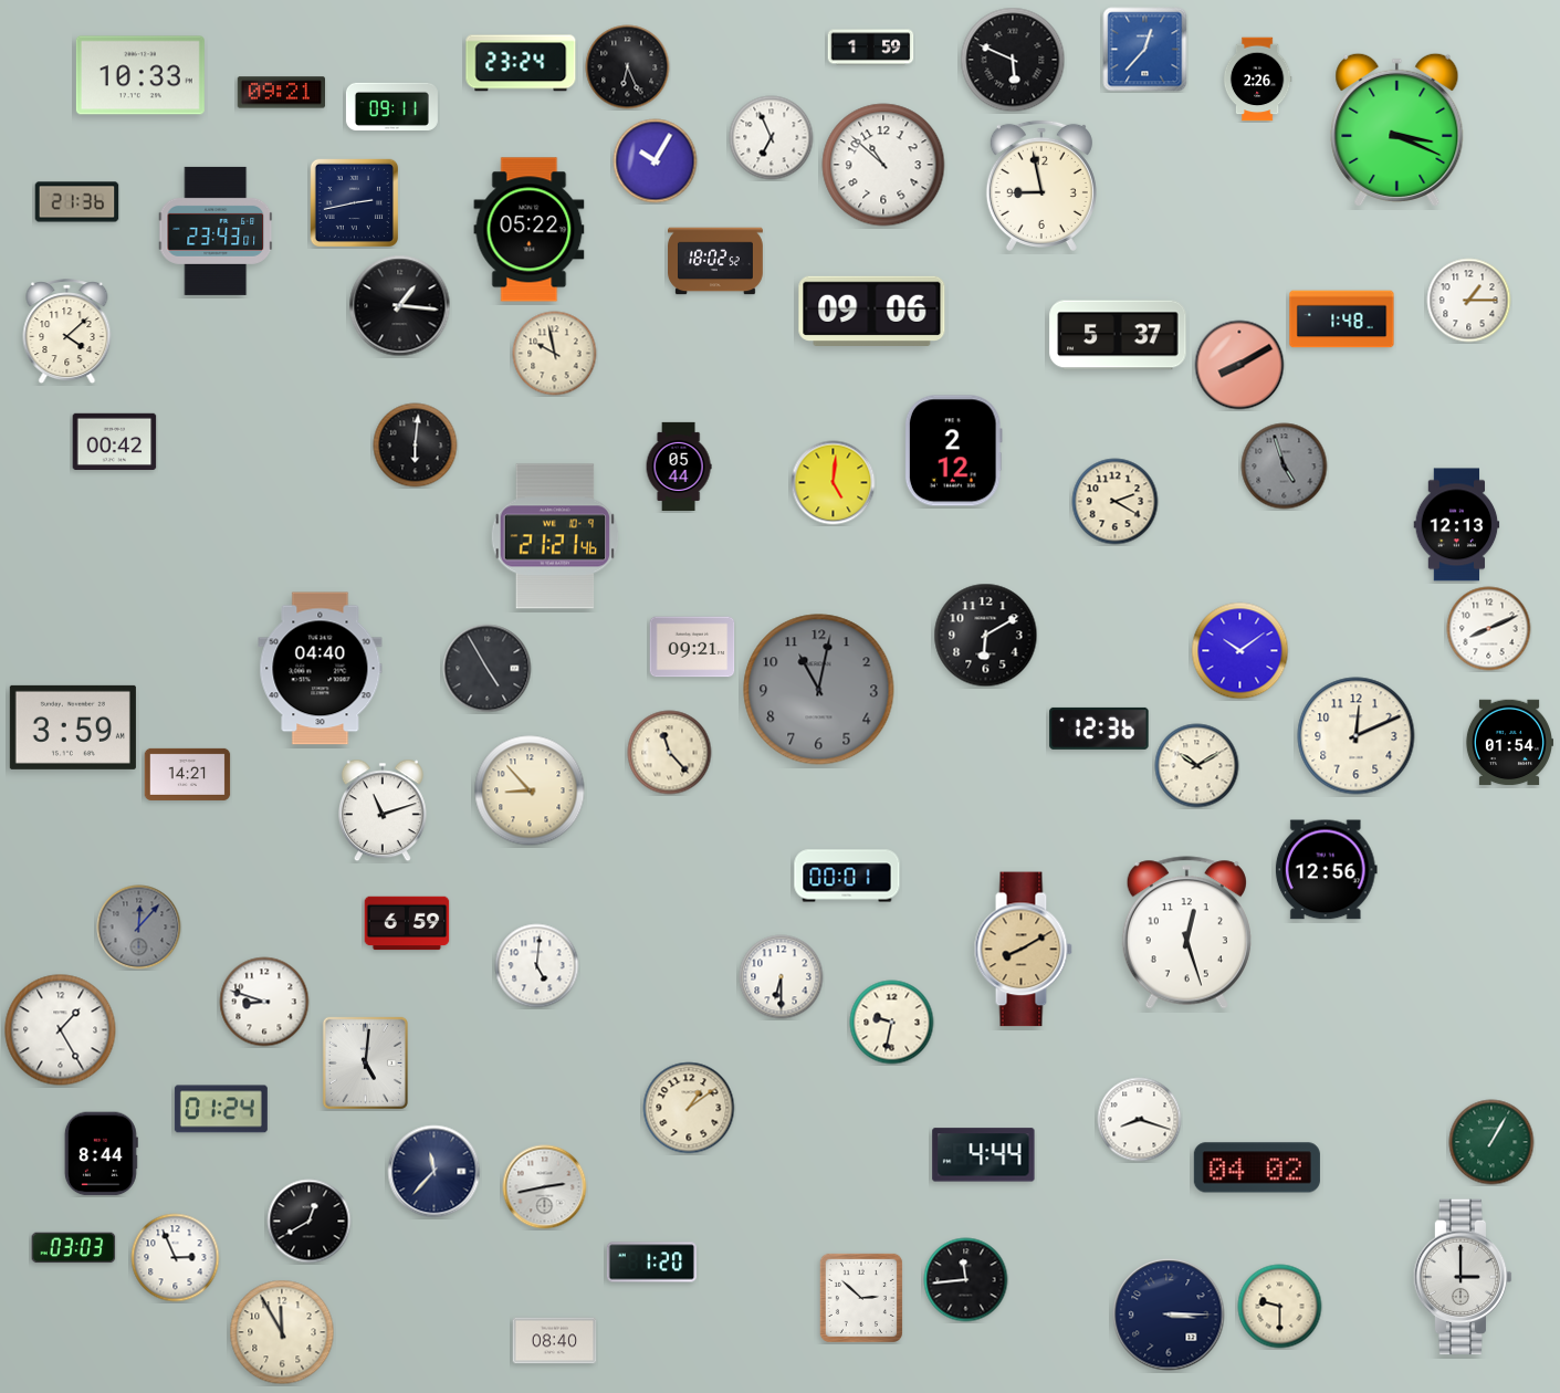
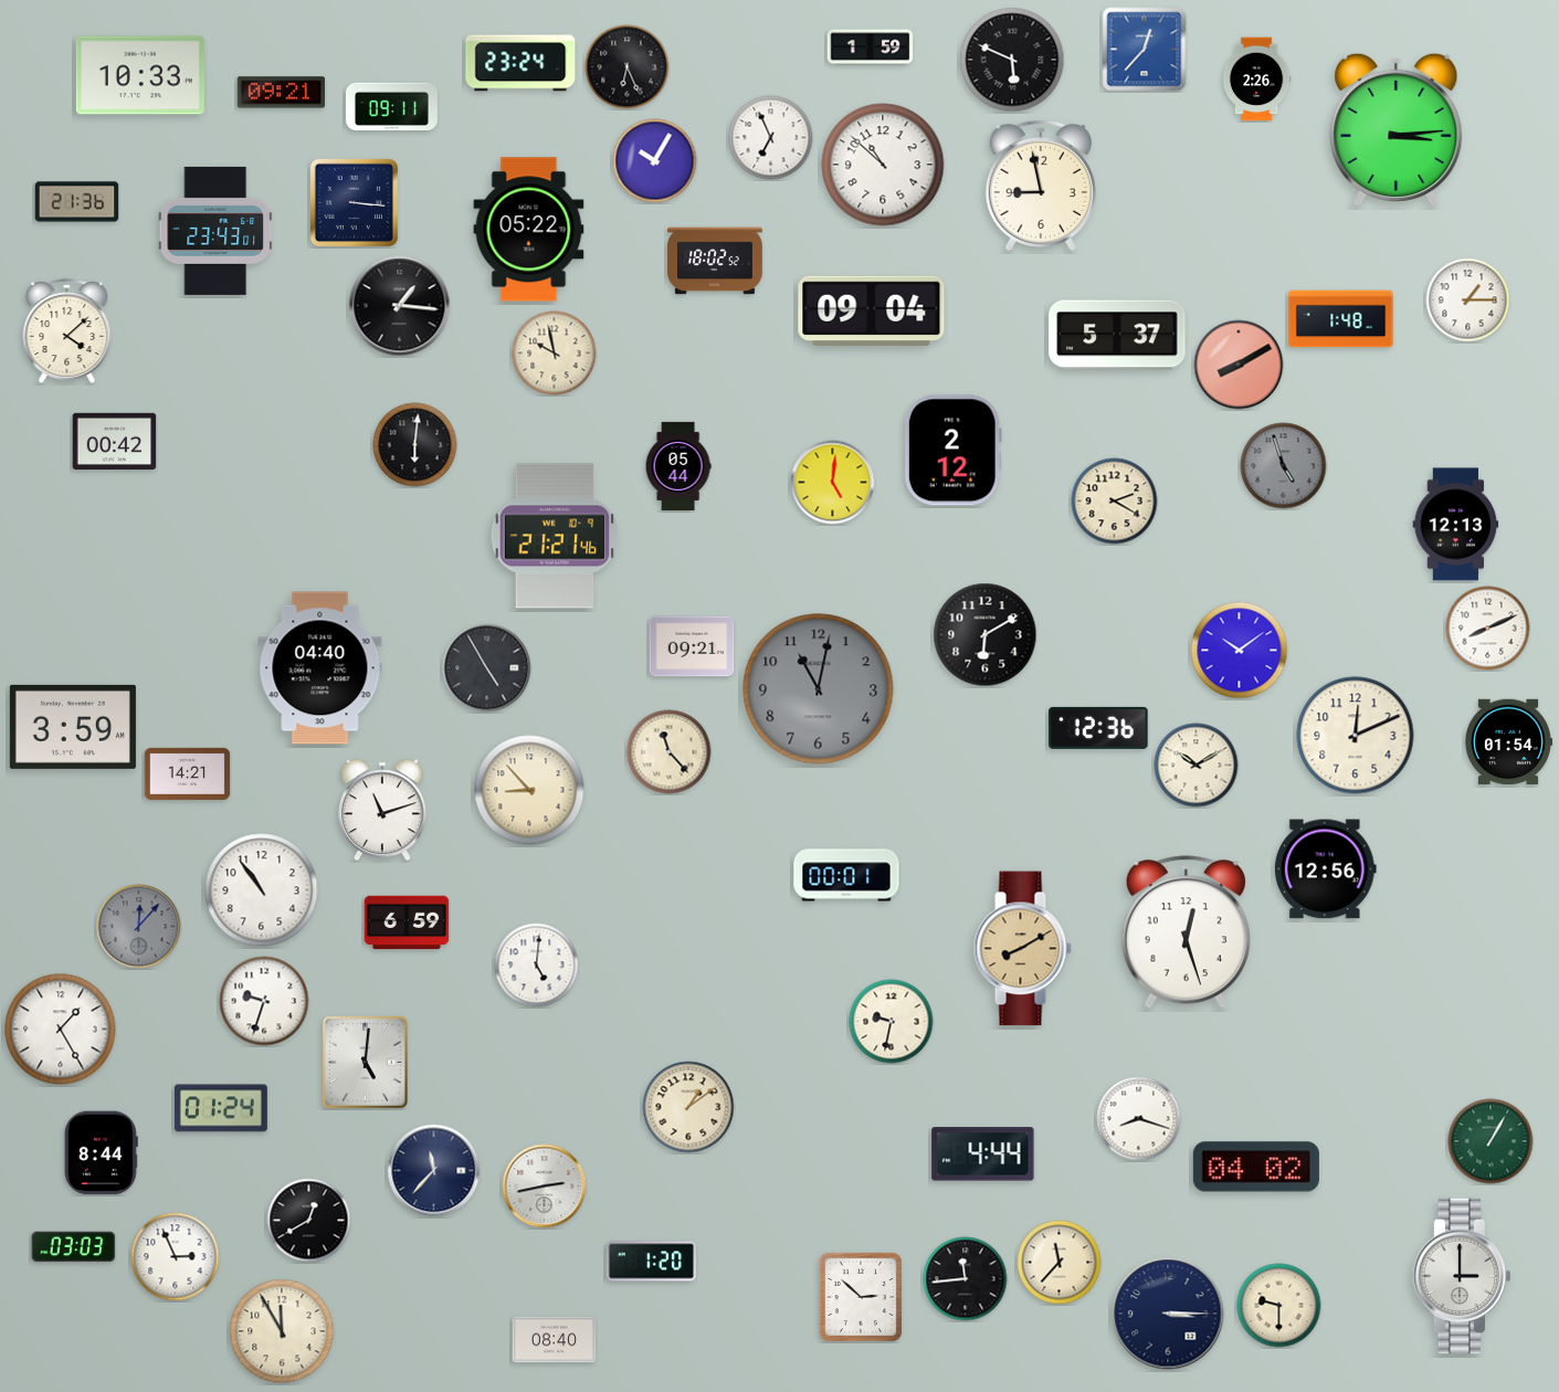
clock at (1397, 129): 3:19 -> 3:14
clock at (354, 202): 2:43 -> 3:16
clock at (872, 311): 09:06 -> 09:04
clock at (262, 890): none -> 10:54
clock at (782, 977): 6:30 -> none
clock at (264, 1002): 8:48 -> 9:33
clock at (1060, 1263): none -> 11:37
